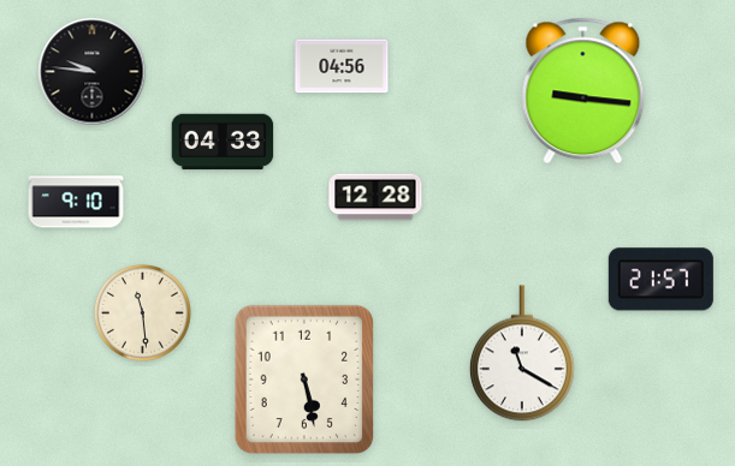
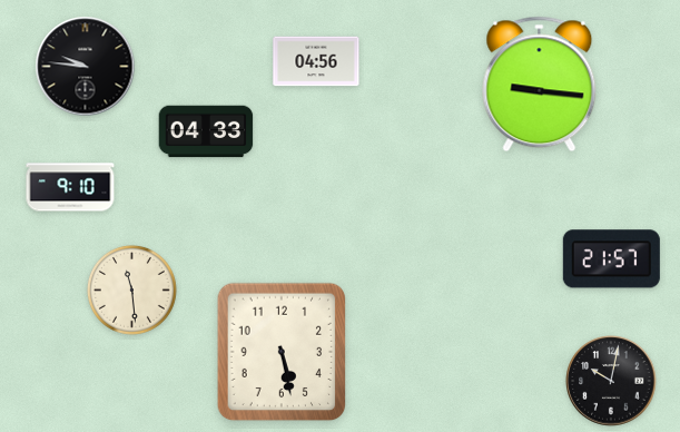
clock at (375, 197): 12:28 -> none
clock at (522, 353): 11:20 -> none
clock at (611, 381): none -> 10:02
